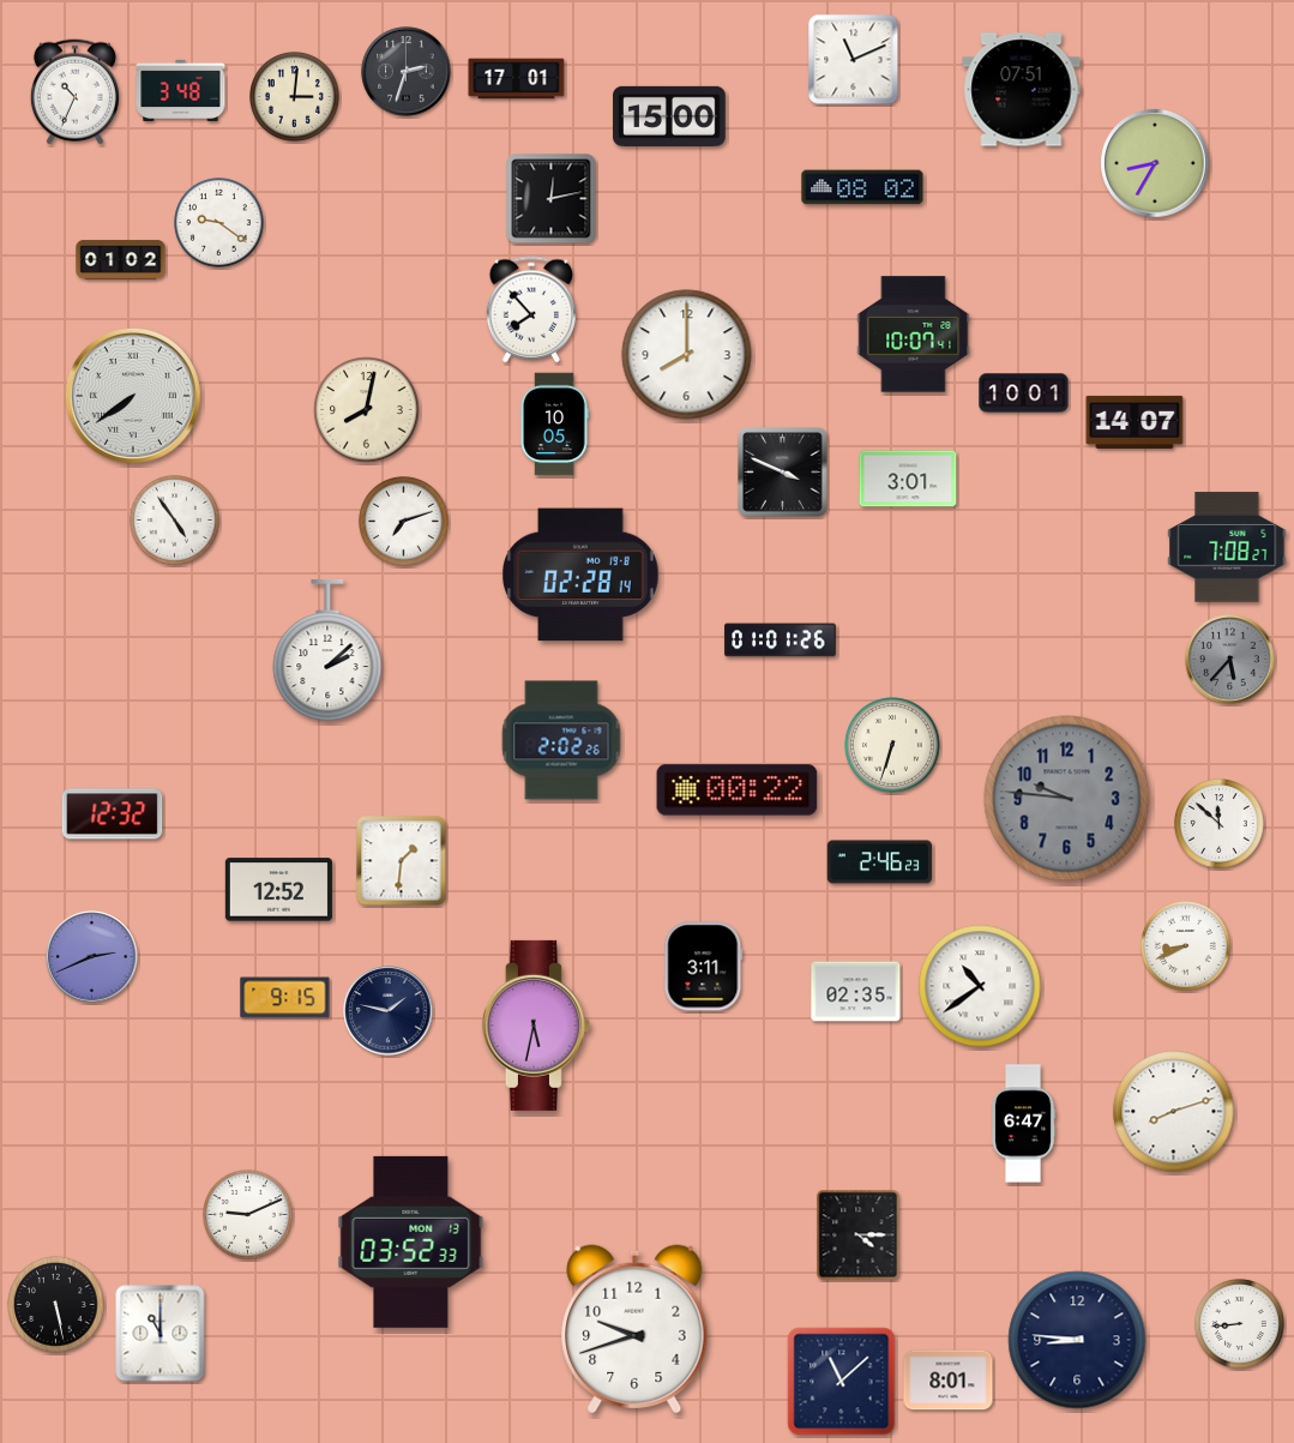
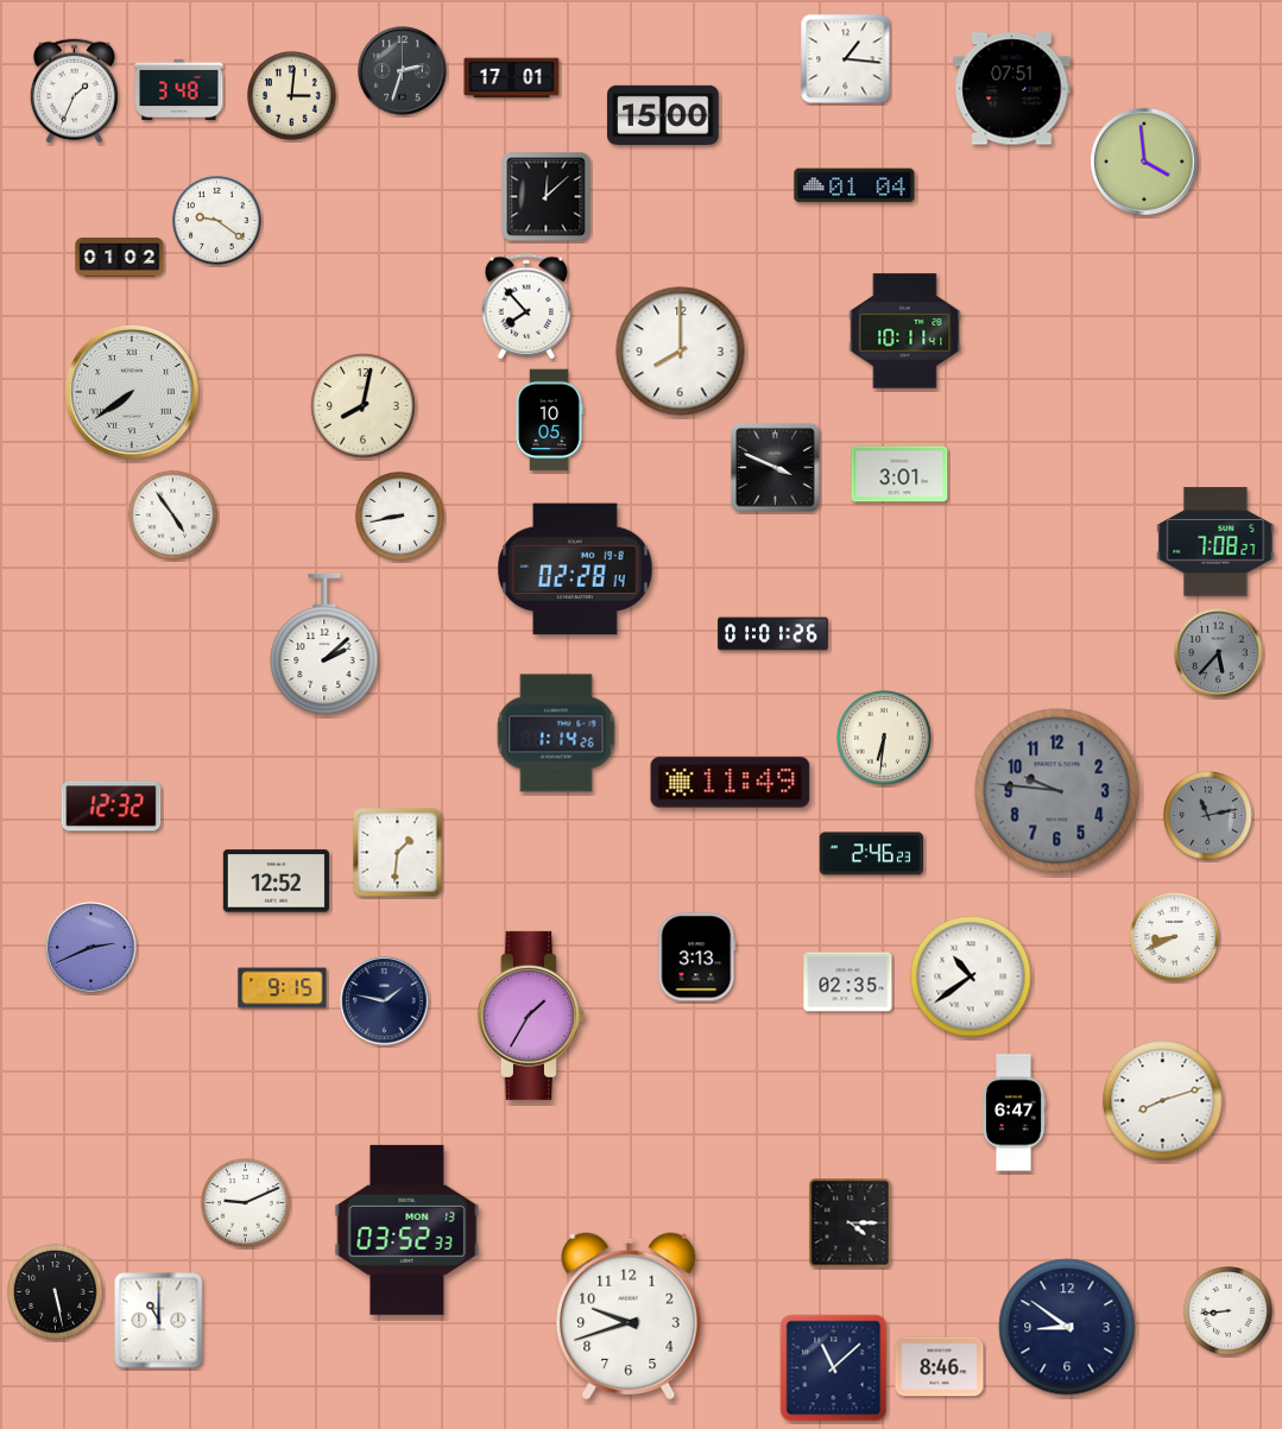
clock at (854, 60): 11:11 -> 1:16
clock at (74, 92): 10:34 -> 1:34
clock at (1155, 163): 8:35 -> 3:59
clock at (862, 187): 08:02 -> 01:04
clock at (552, 199): 12:13 -> 12:08
clock at (914, 335): 10:07 -> 10:11
clock at (1024, 393): 10:01 -> none
clock at (1134, 422): 14:07 -> none
clock at (404, 522): 7:12 -> 8:43
clock at (561, 740): 2:02 -> 1:14
clock at (892, 745): 6:33 -> 6:31
clock at (738, 790): 00:22 -> 11:49
clock at (1220, 824): 11:52 -> 11:13
clock at (1220, 824) dial: white -> grey
clock at (704, 967): 3:11 -> 3:13
clock at (536, 1026): 5:32 -> 1:35
clock at (1077, 1340): 8:46 -> 8:51
clock at (949, 1381): 8:01 -> 8:46
